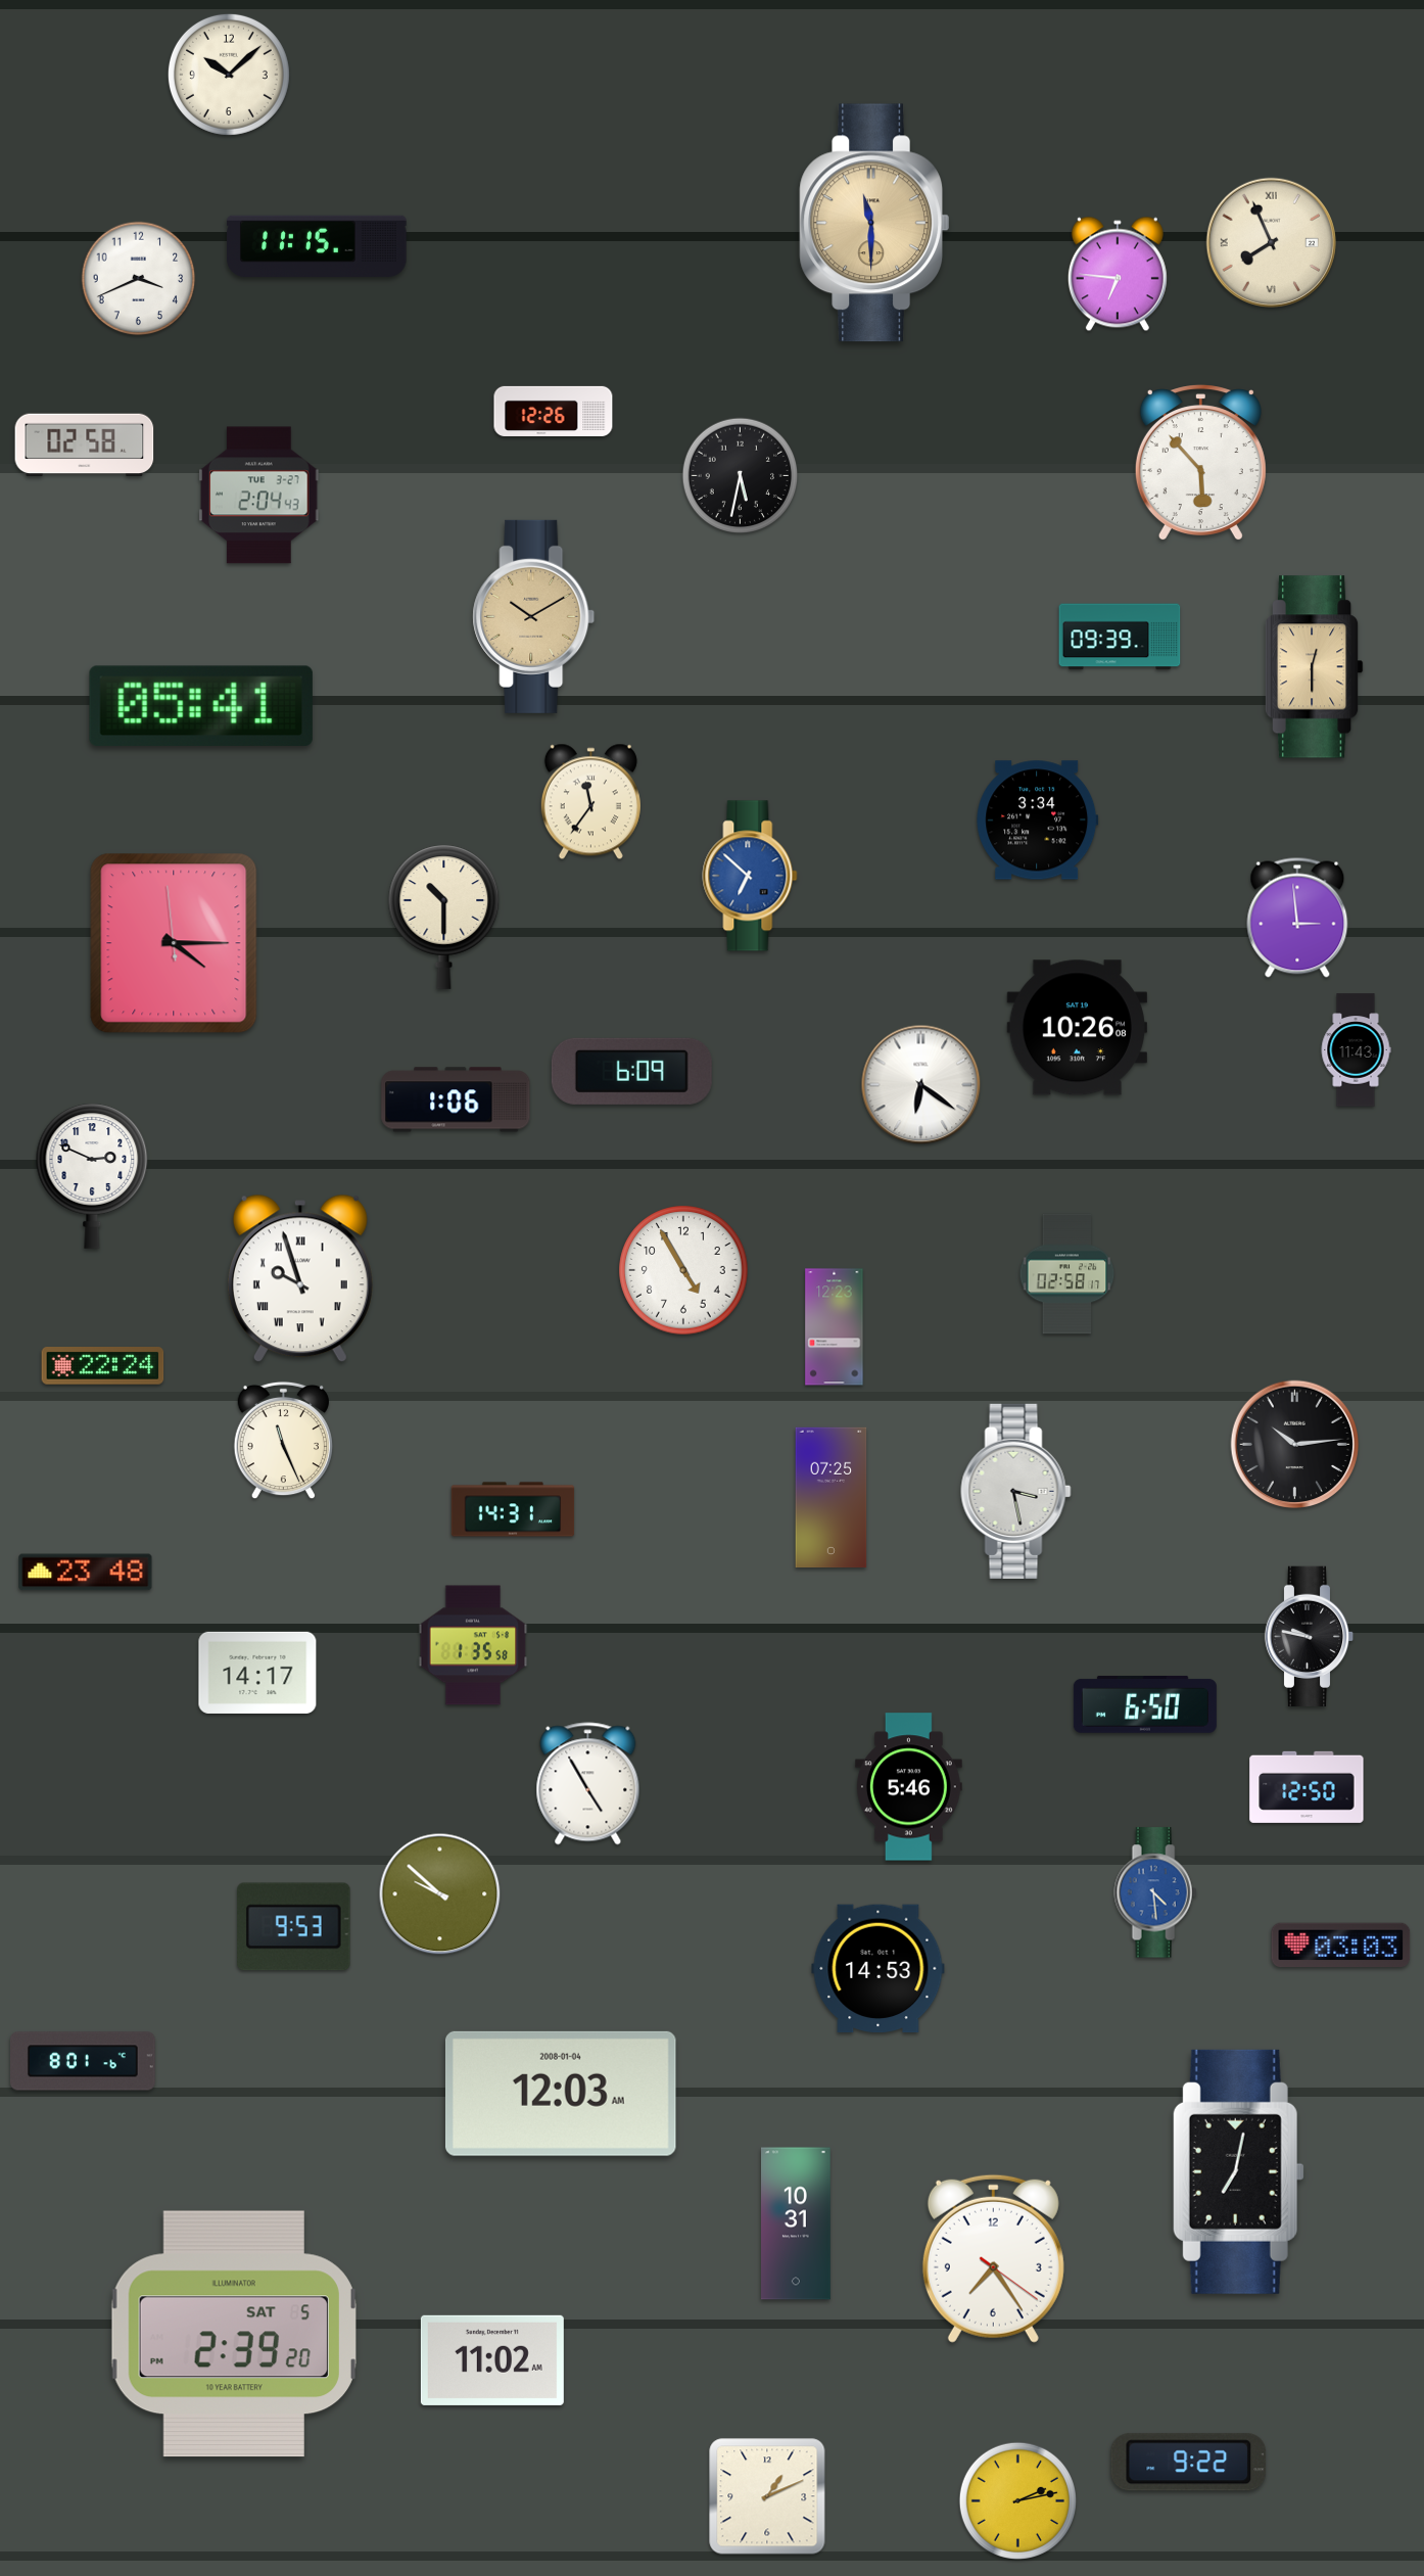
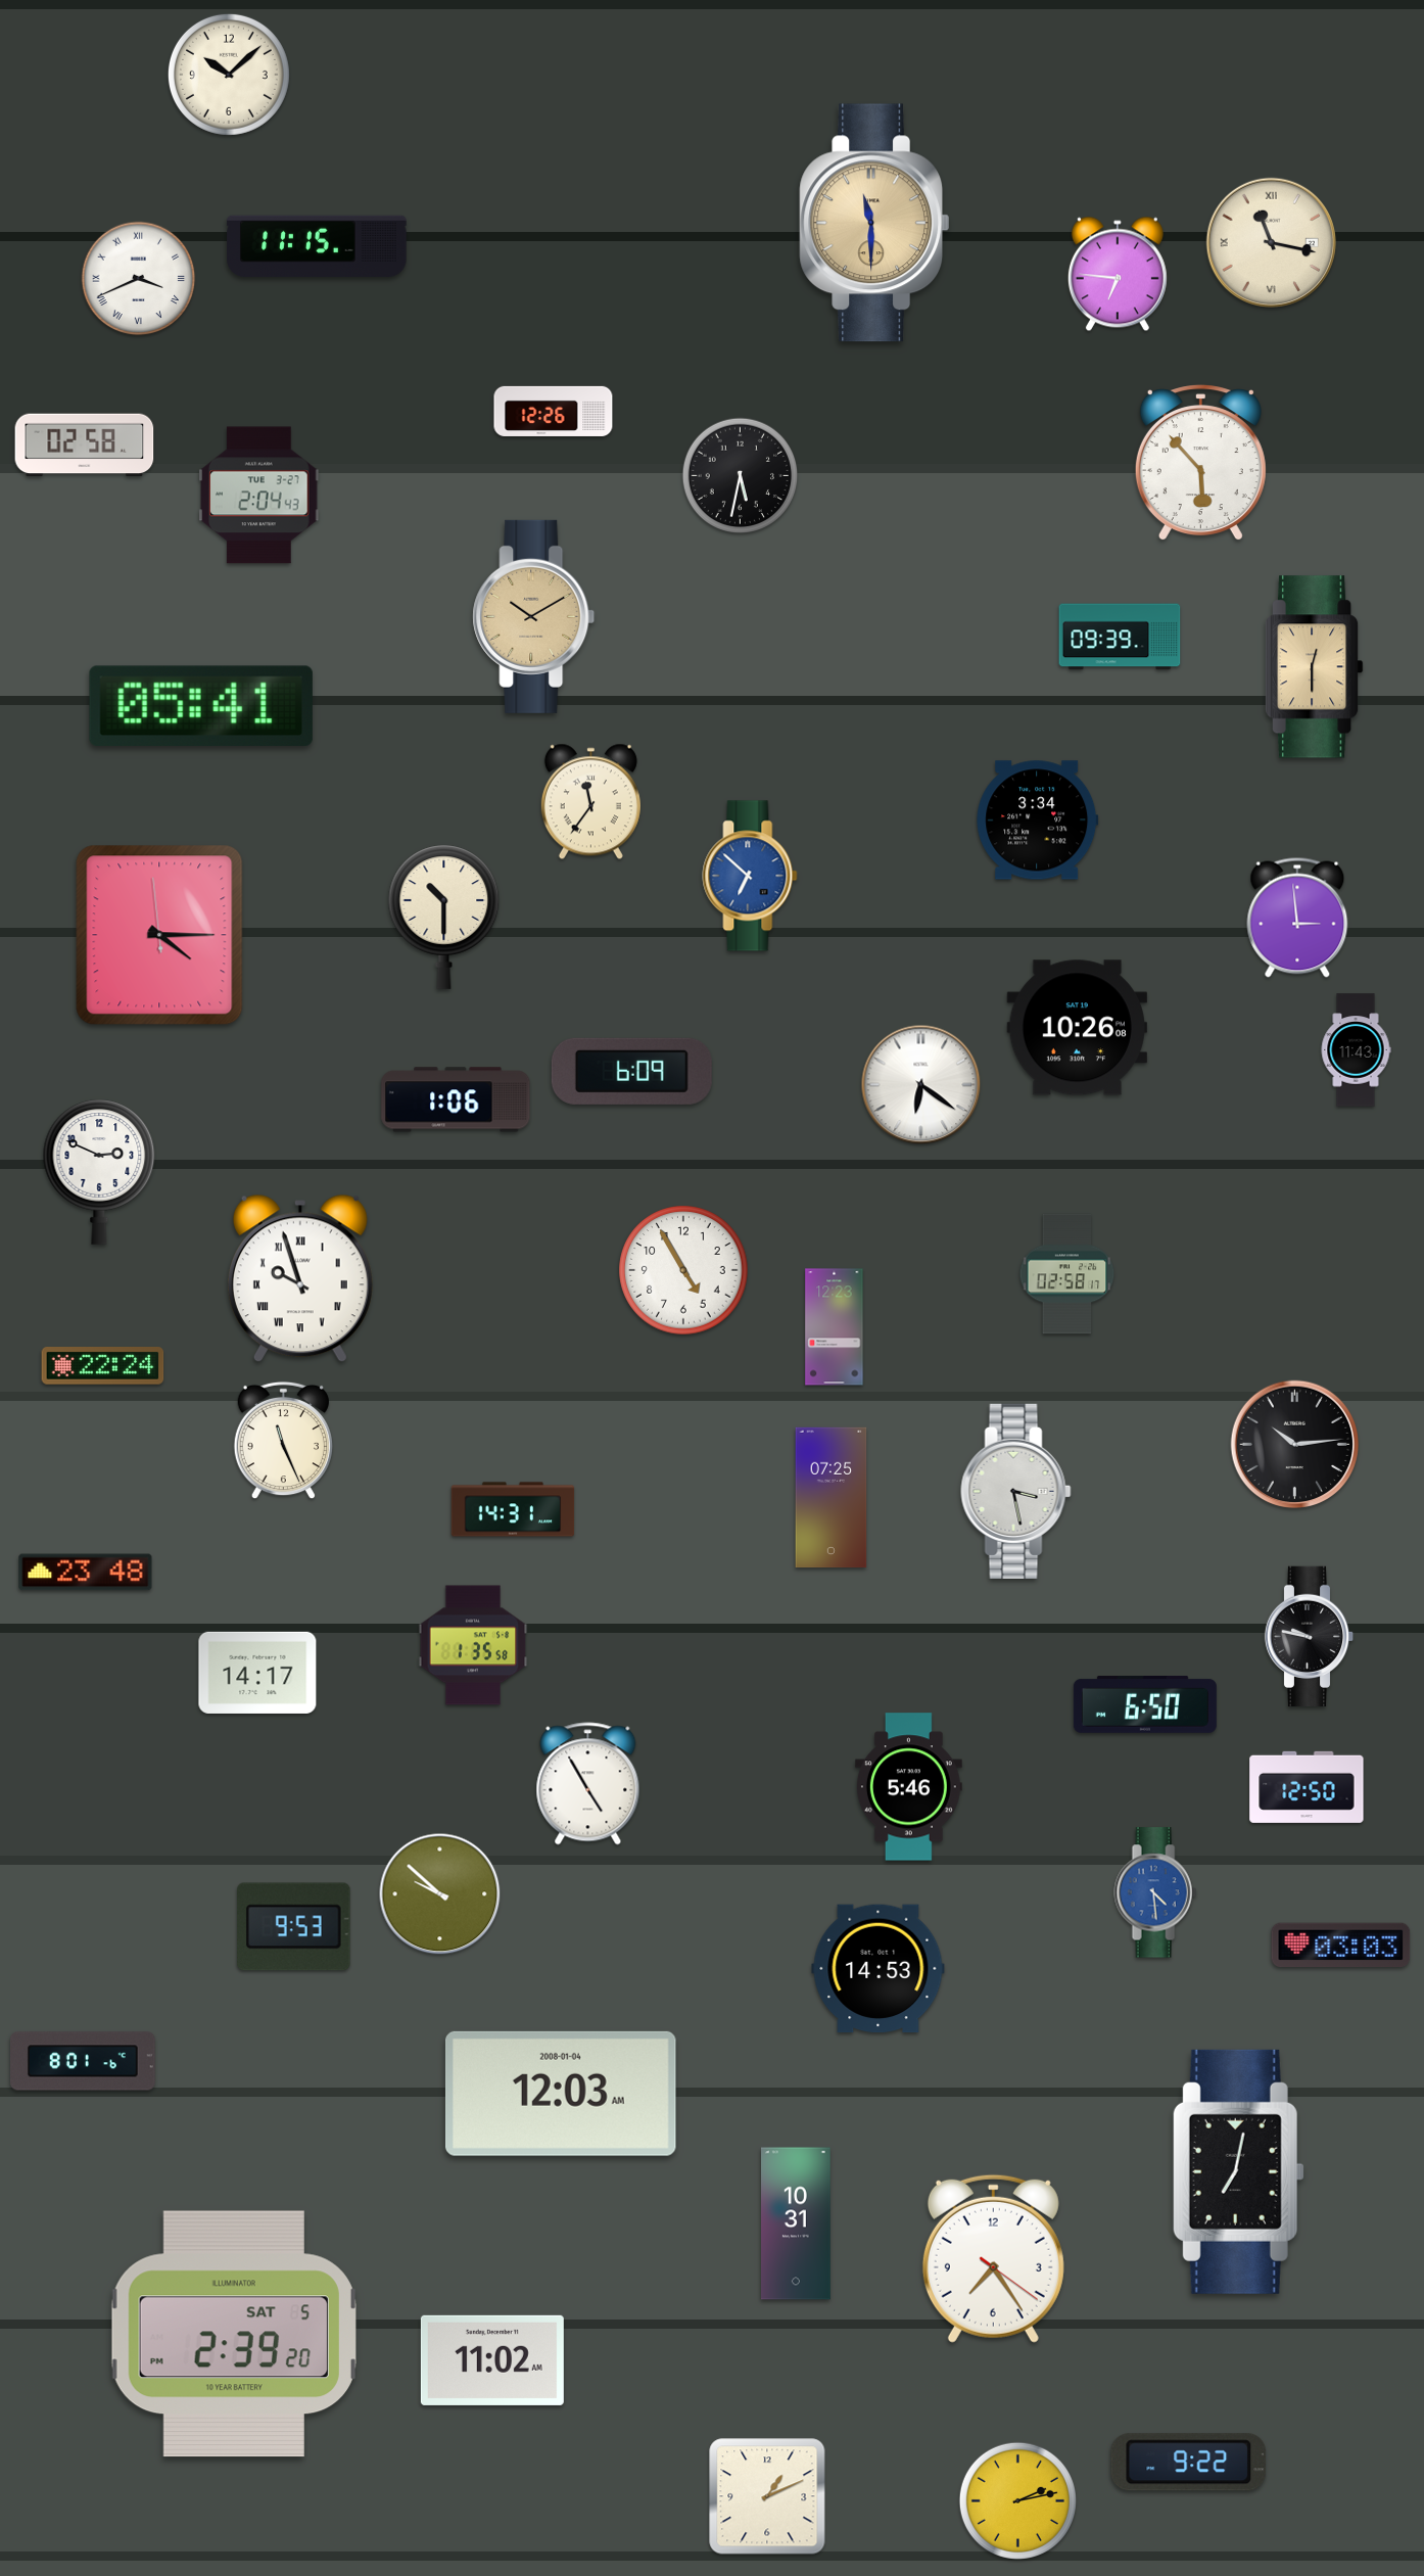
clock at (1271, 242): 7:56 -> 11:17
clock at (139, 279) numerals: Arabic -> Roman
clock at (174, 943) position: (174, 943) -> (159, 935)
clock at (92, 1176) position: (92, 1176) -> (99, 1172)
